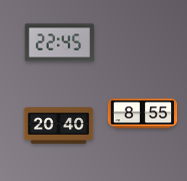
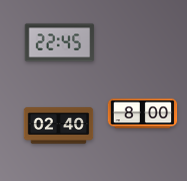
clock at (143, 114): 8:55 -> 8:00
clock at (59, 126): 20:40 -> 02:40
